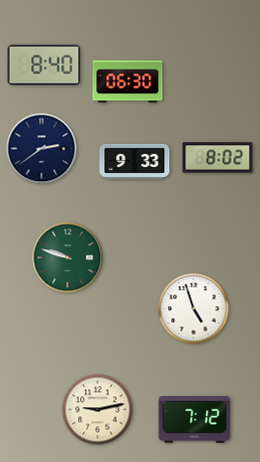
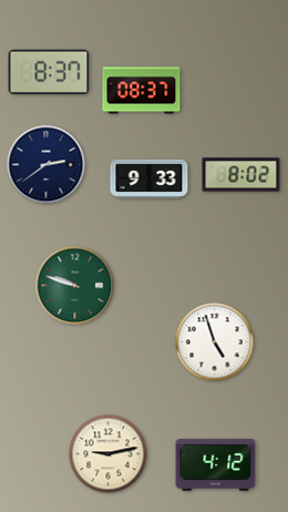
clock at (44, 65): 8:40 -> 8:37
clock at (128, 82): 06:30 -> 08:37
clock at (195, 419): 7:12 -> 4:12
